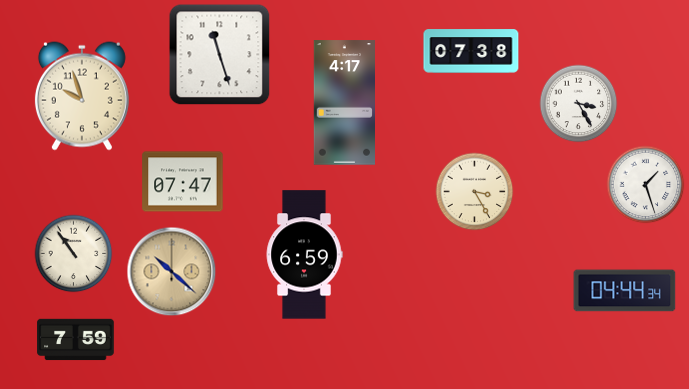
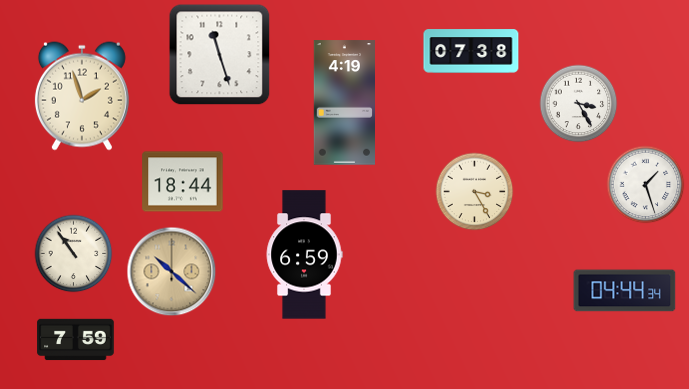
clock at (82, 96): 9:57 -> 1:57
clock at (344, 103): 4:17 -> 4:19
clock at (183, 182): 07:47 -> 18:44
